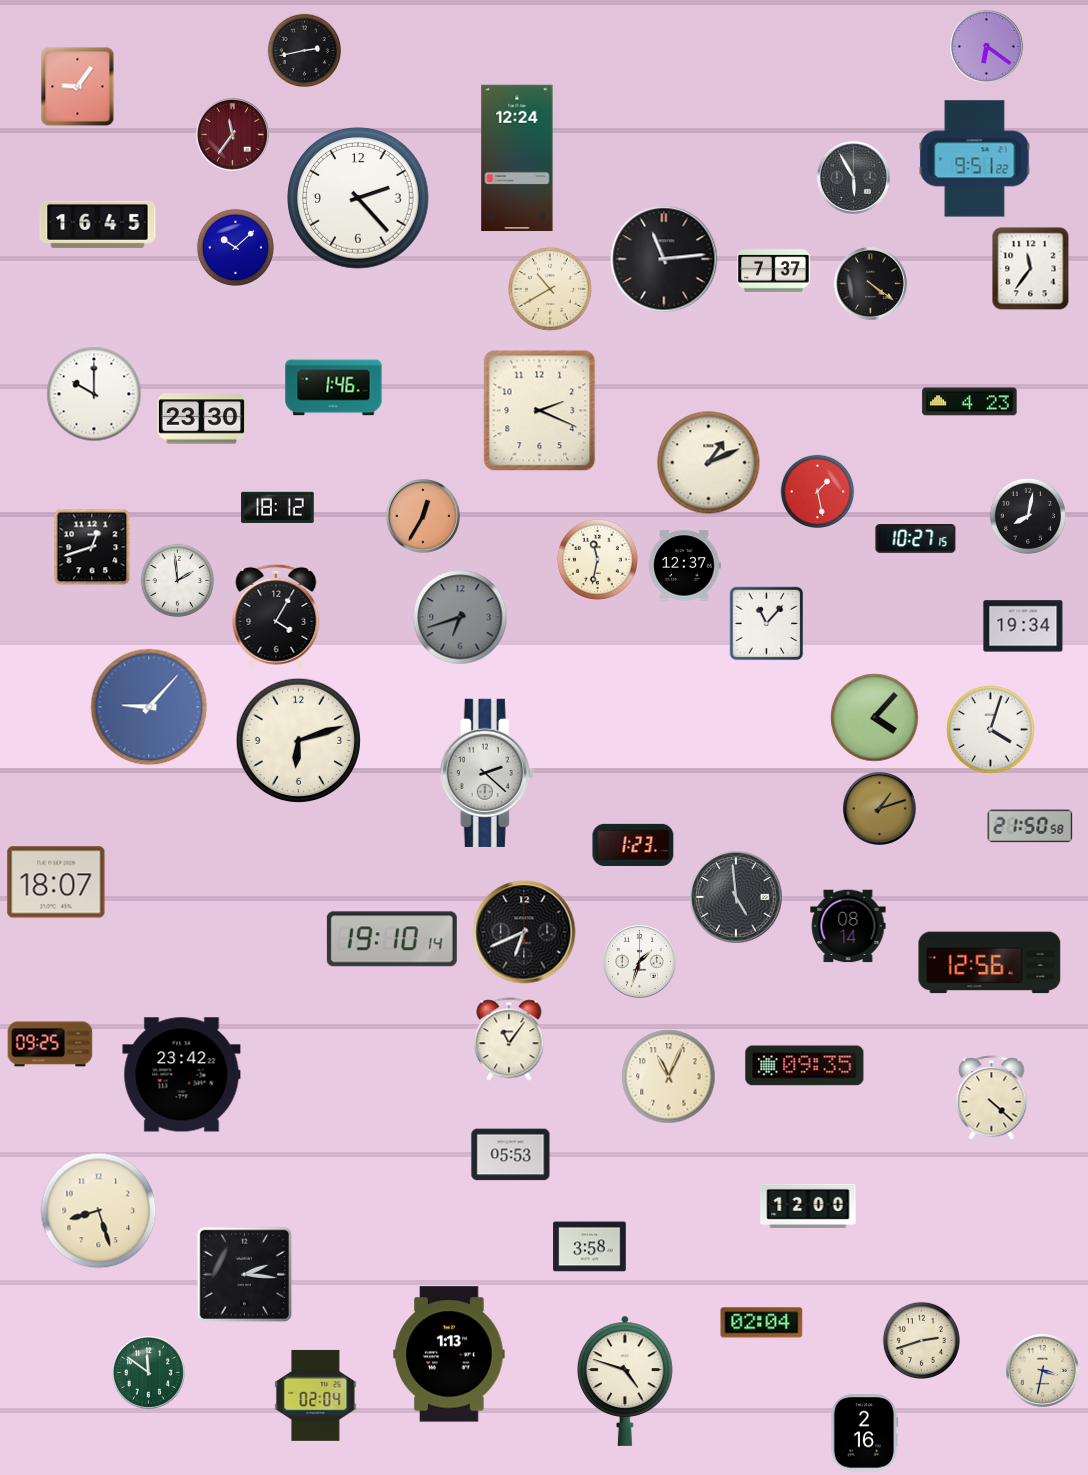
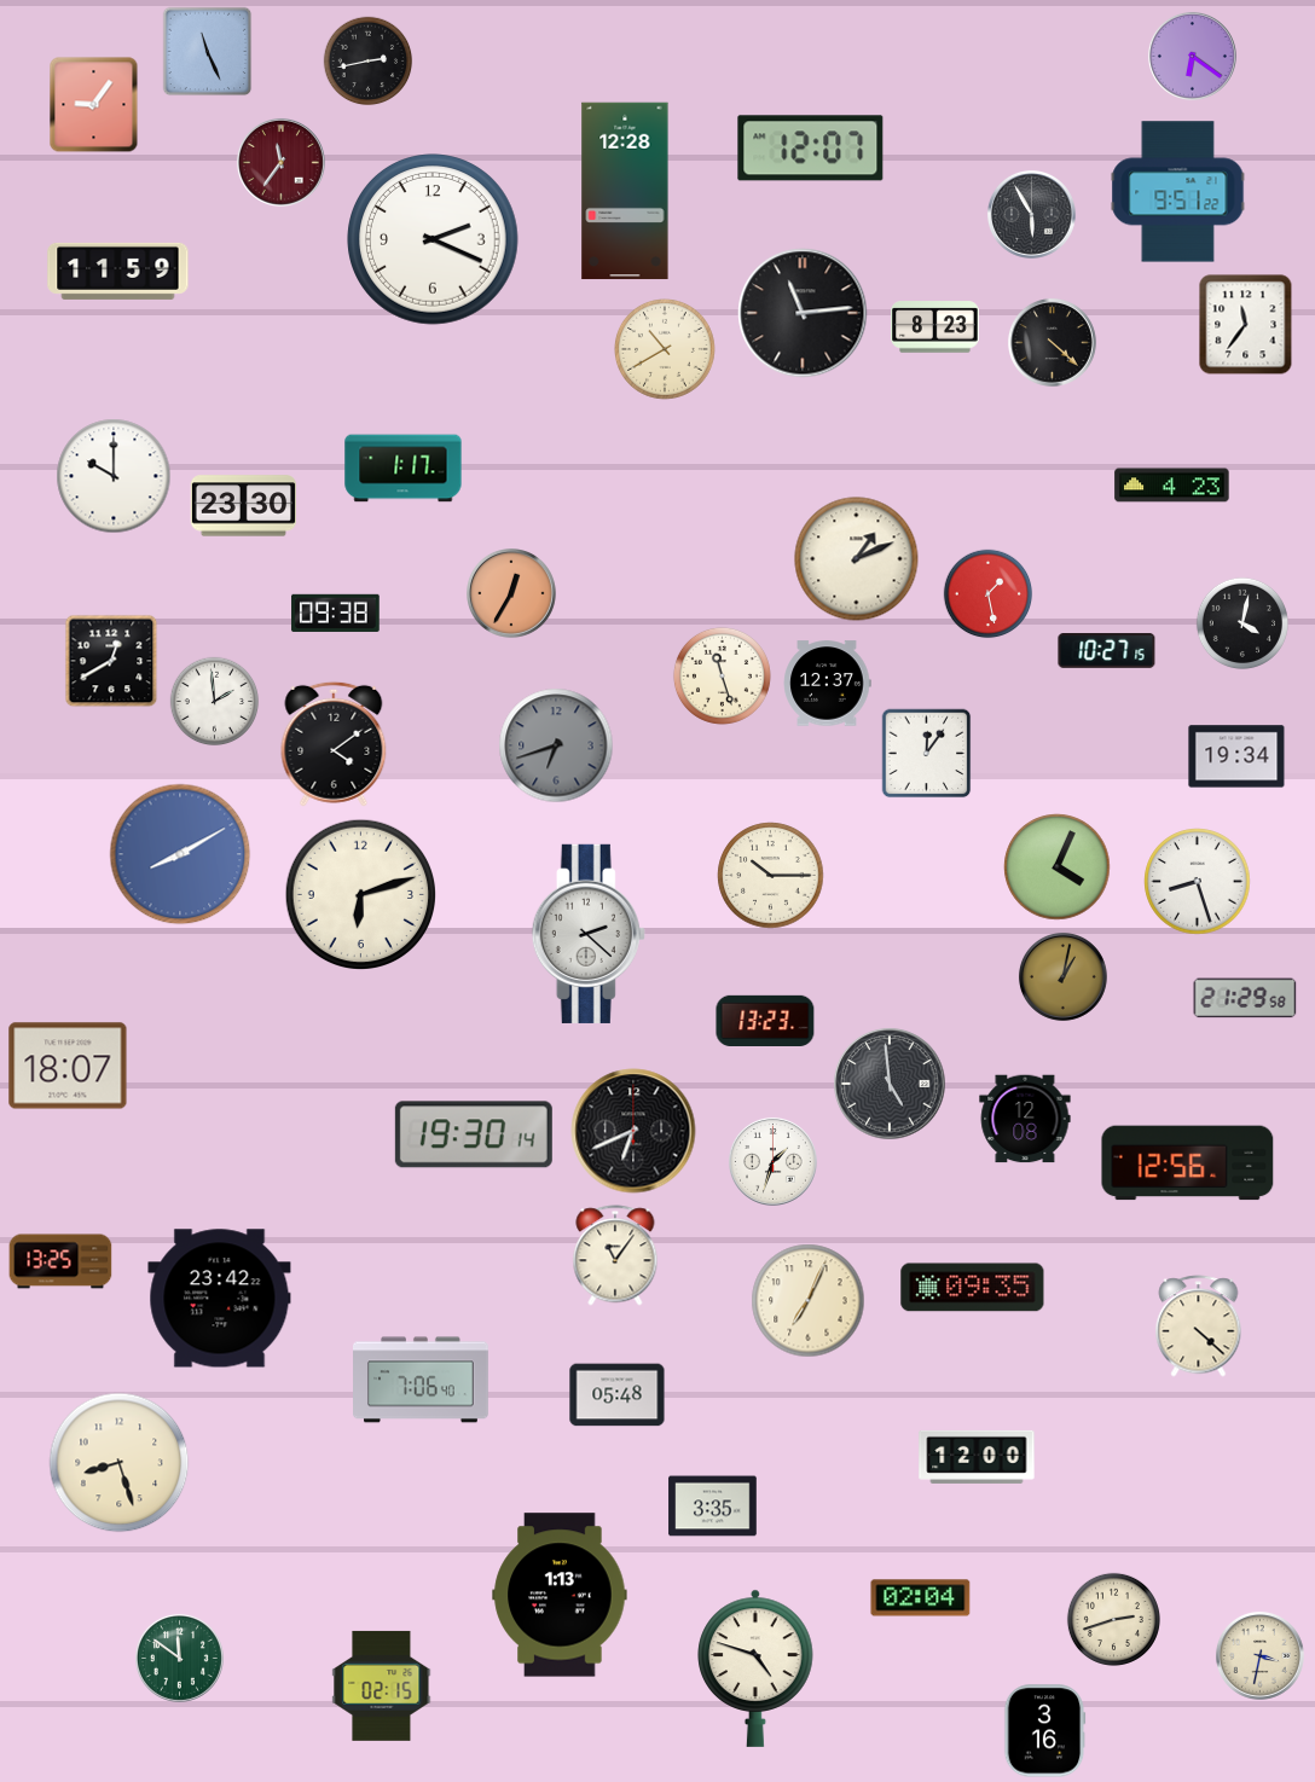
clock at (208, 52): none -> 11:26
clock at (811, 149): none -> 12:07
clock at (517, 158): 12:24 -> 12:28
clock at (358, 198): 2:23 -> 2:19
clock at (98, 224): 16:45 -> 11:59
clock at (235, 247): 10:08 -> none
clock at (774, 271): 7:37 -> 8:23
clock at (871, 284): 4:21 -> 4:22
clock at (334, 388): 1:46 -> 1:17
clock at (540, 411): 2:19 -> none
clock at (278, 507): 18:12 -> 09:38
clock at (1028, 516): 8:02 -> 4:02
clock at (424, 517) position: (424, 517) -> (512, 594)
clock at (92, 547): 12:42 -> 12:40
clock at (597, 559): 11:32 -> 11:27
clock at (276, 616): 4:05 -> 4:09
clock at (767, 624): 11:07 -> 12:06
clock at (149, 707): 9:07 -> 8:10
clock at (875, 718): 4:07 -> 4:04
clock at (771, 876): none -> 10:15
clock at (991, 730): 4:03 -> 8:27
clock at (880, 809): 1:12 -> 1:02
clock at (1030, 826): 21:50 -> 21:29
clock at (633, 844): 1:23 -> 13:23
clock at (848, 926): 08:14 -> 12:08
clock at (524, 932) position: (524, 932) -> (633, 1131)
clock at (392, 939): 19:10 -> 19:30
clock at (990, 963) position: (990, 963) -> (1188, 1163)
clock at (50, 1044): 09:25 -> 13:25
clock at (669, 1077): 11:04 -> 7:04
clock at (422, 1380): none -> 7:06
clock at (511, 1155): 05:53 -> 05:48
clock at (590, 1247): 3:58 -> 3:35
clock at (245, 1275): 2:16 -> none
clock at (449, 1354) position: (449, 1354) -> (560, 1595)
clock at (316, 1395): 02:04 -> 02:15
clock at (864, 1433): 2:16 -> 3:16
